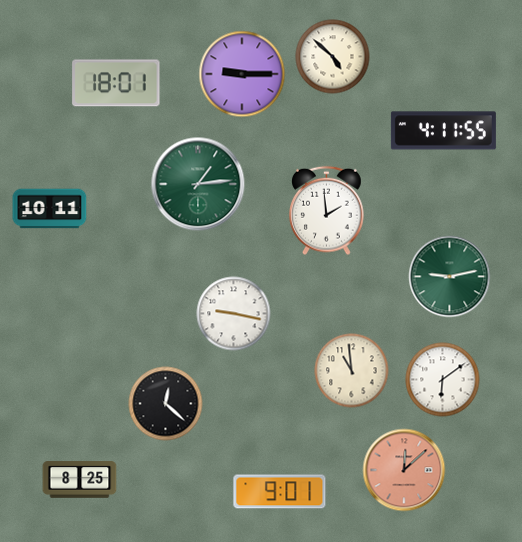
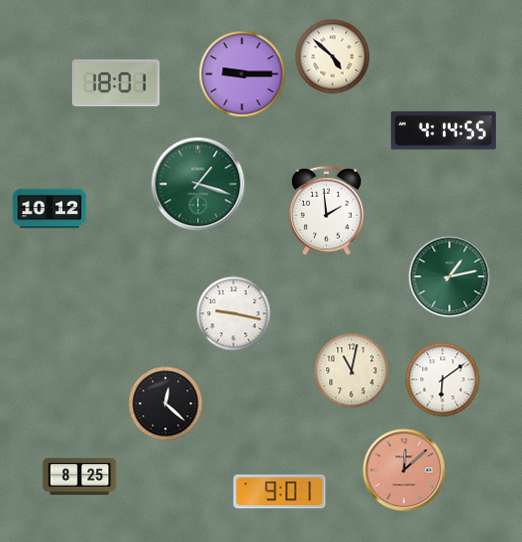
clock at (443, 131): 4:11 -> 4:14
clock at (198, 184): 1:14 -> 1:18
clock at (50, 209): 10:11 -> 10:12
clock at (450, 277): 9:13 -> 1:13
clock at (352, 371): 10:59 -> 11:02
clock at (80, 480) position: (80, 480) -> (80, 477)
